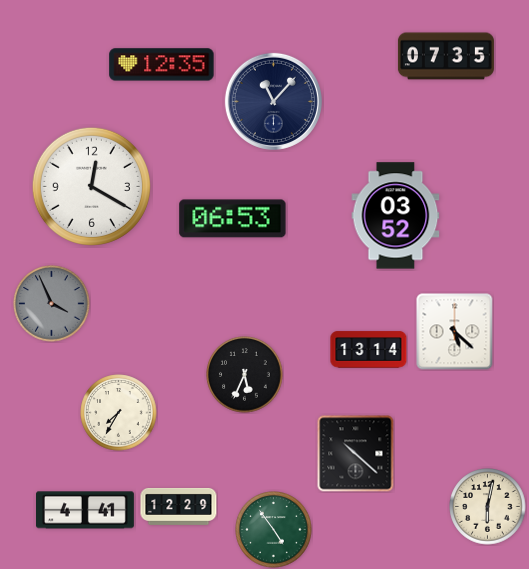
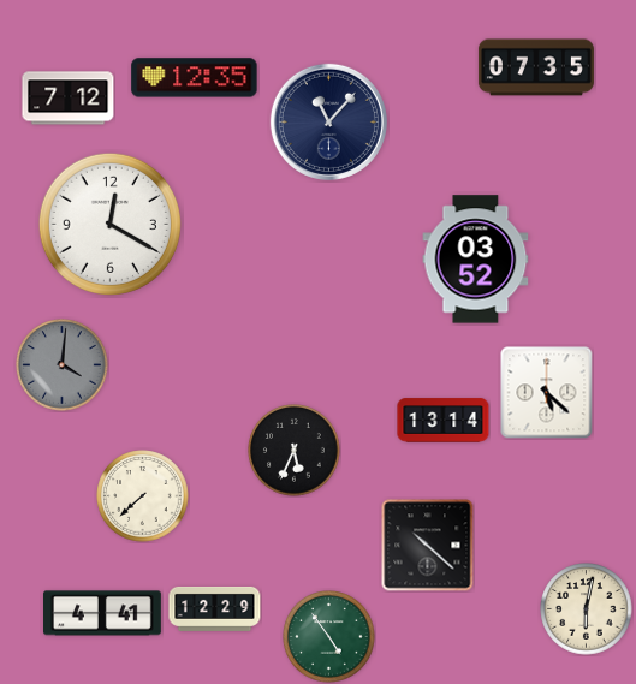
clock at (69, 99): none -> 7:12
clock at (233, 219): 06:53 -> none
clock at (52, 304): 3:56 -> 4:01
clock at (455, 332) position: (455, 332) -> (547, 393)
clock at (119, 413): 7:35 -> 7:38
